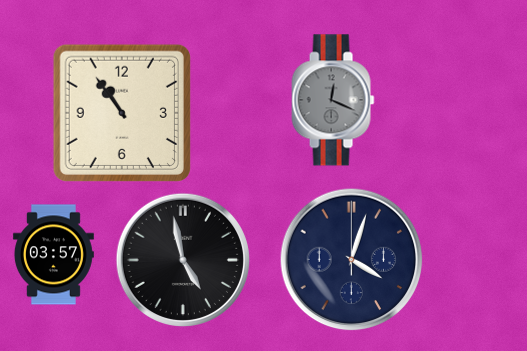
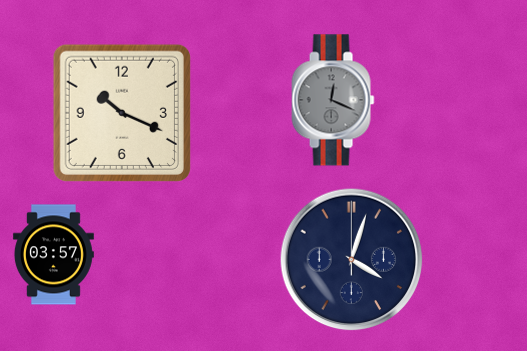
clock at (122, 113): 10:54 -> 10:19
clock at (182, 259): 4:58 -> none
